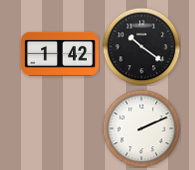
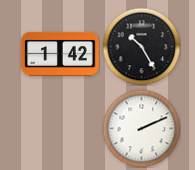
clock at (141, 46): 10:21 -> 10:25
